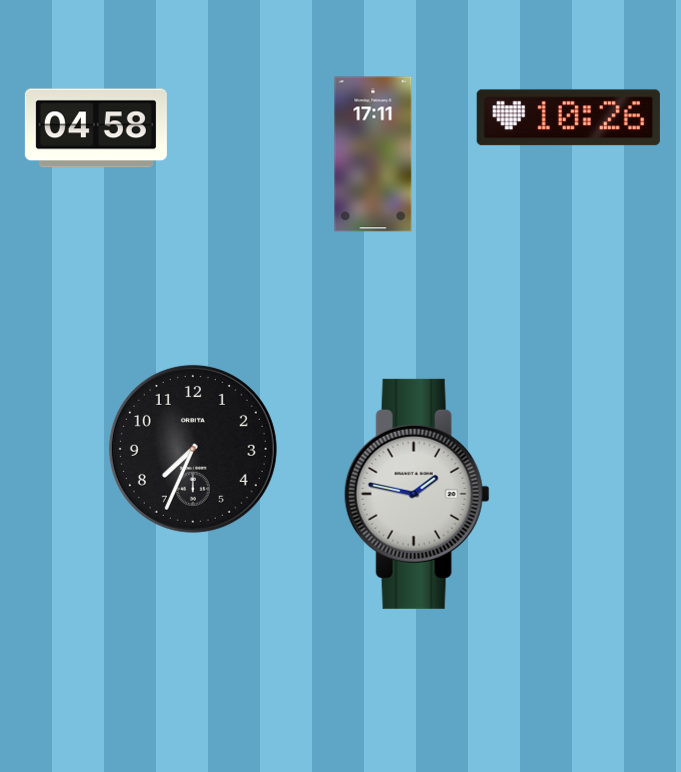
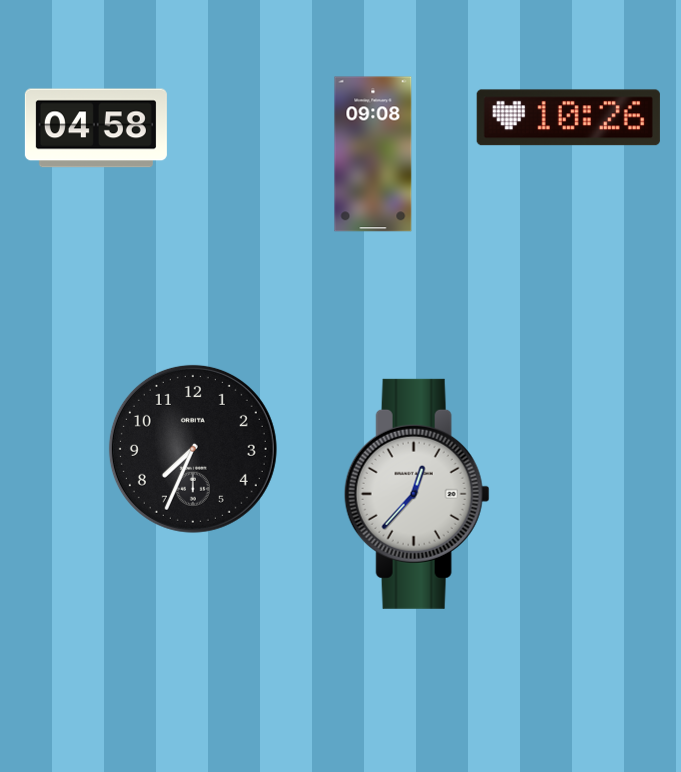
clock at (373, 154): 17:11 -> 09:08
clock at (417, 494): 1:47 -> 12:37
